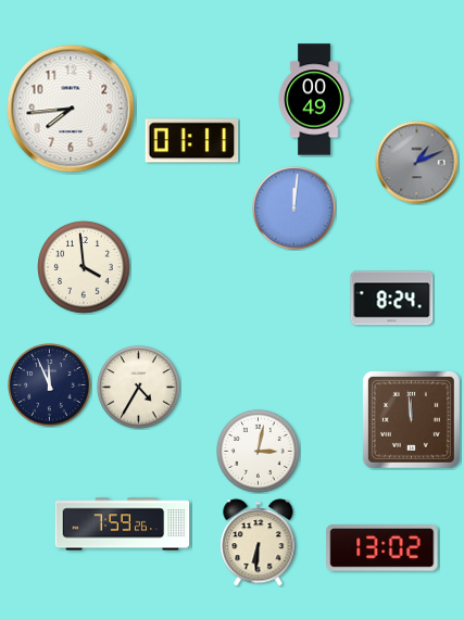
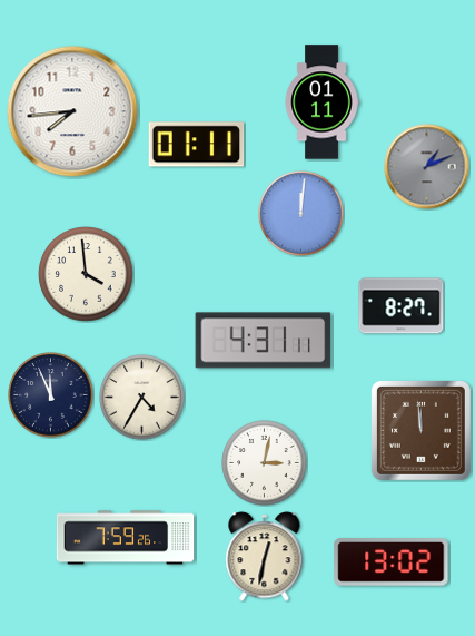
clock at (314, 100): 00:49 -> 01:11
clock at (392, 299): 8:24 -> 8:27
clock at (264, 341): none -> 4:31
clock at (259, 543): 6:31 -> 12:32
